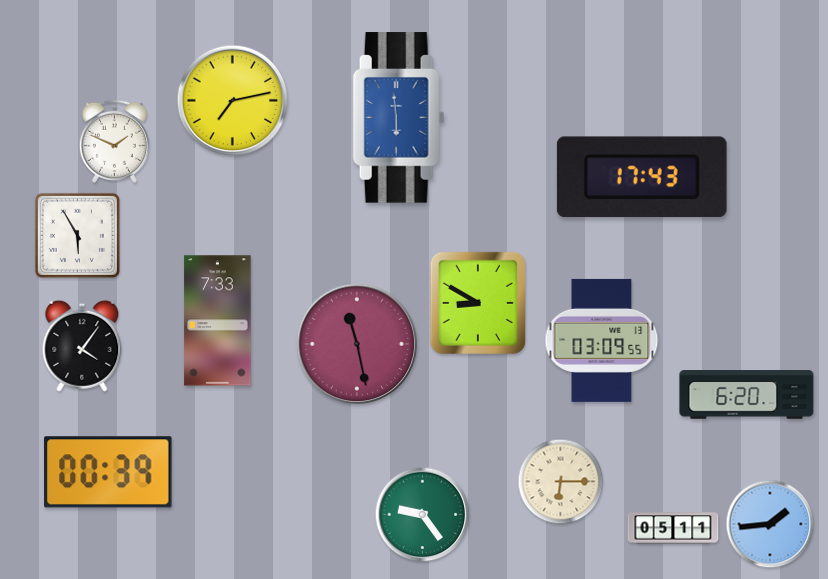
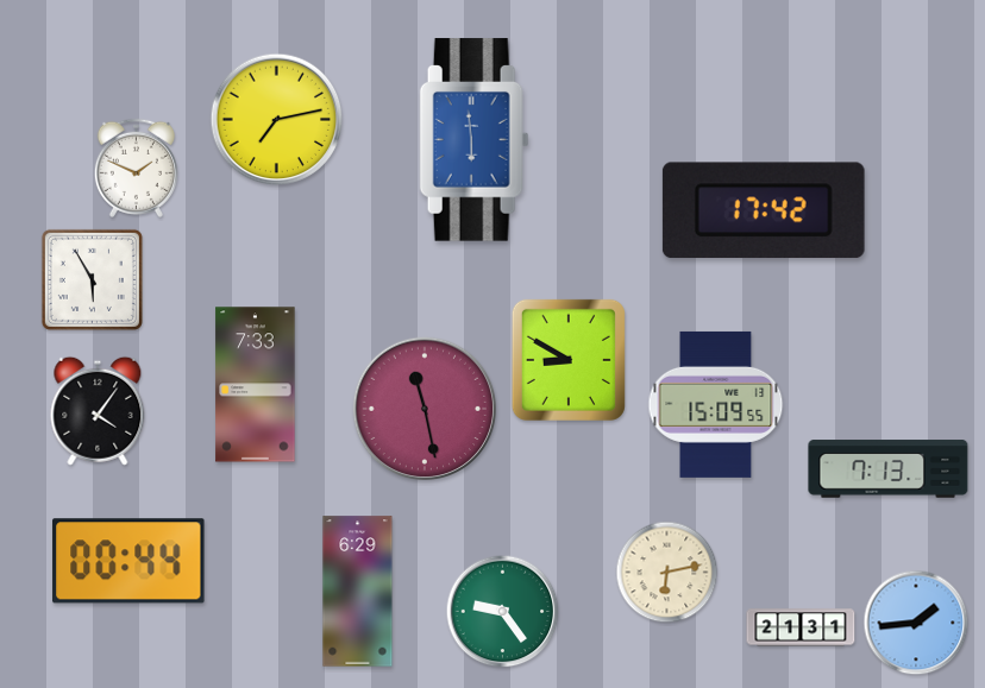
clock at (642, 177): 17:43 -> 17:42
clock at (218, 321) position: (218, 321) -> (256, 385)
clock at (602, 340): 03:09 -> 15:09
clock at (747, 395): 6:20 -> 7:13
clock at (108, 472): 00:39 -> 00:44
clock at (561, 482): 6:15 -> 6:13
clock at (358, 592): none -> 6:29
clock at (673, 528): 05:11 -> 21:31
